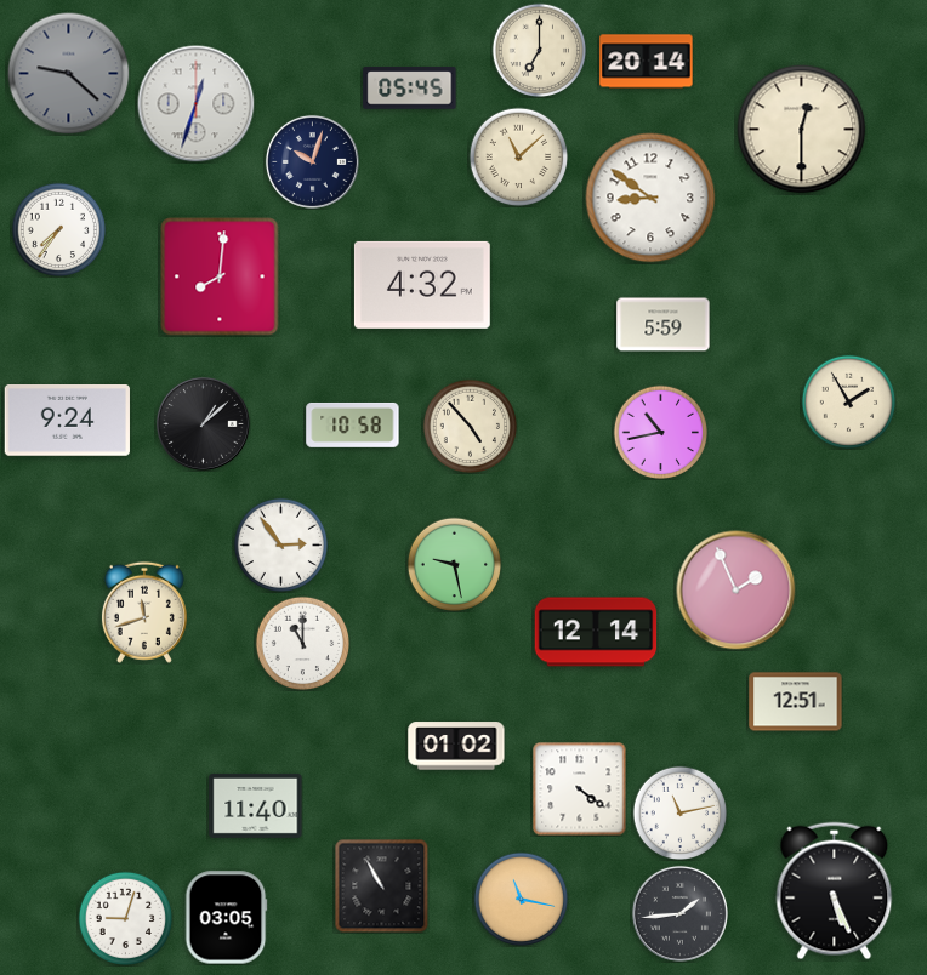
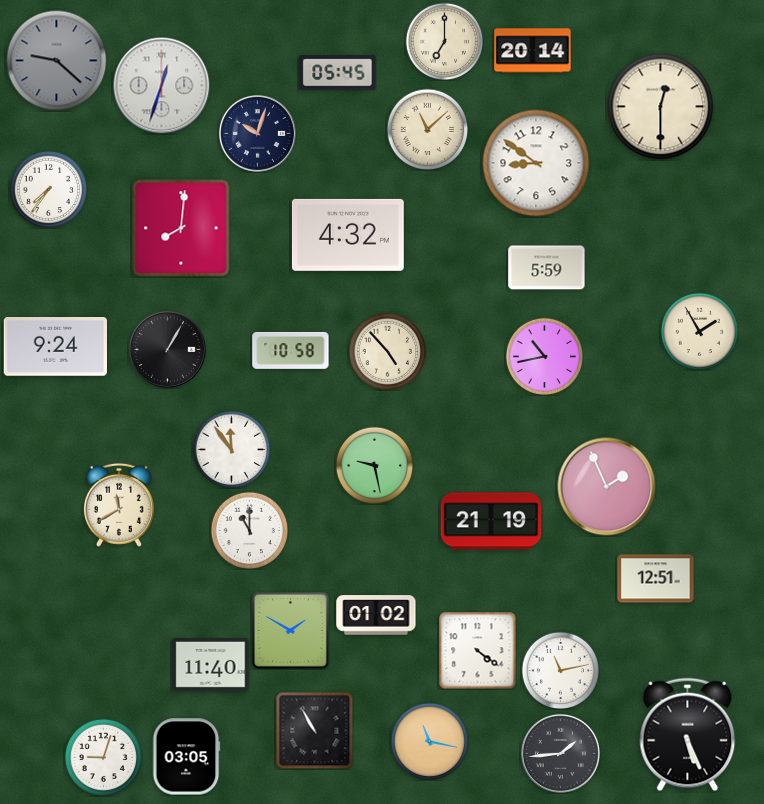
clock at (203, 423): 1:08 -> 1:05
clock at (280, 544): 2:54 -> 11:54
clock at (144, 612): 11:42 -> 11:40
clock at (596, 632): 12:14 -> 21:19
clock at (291, 631): none -> 1:50
